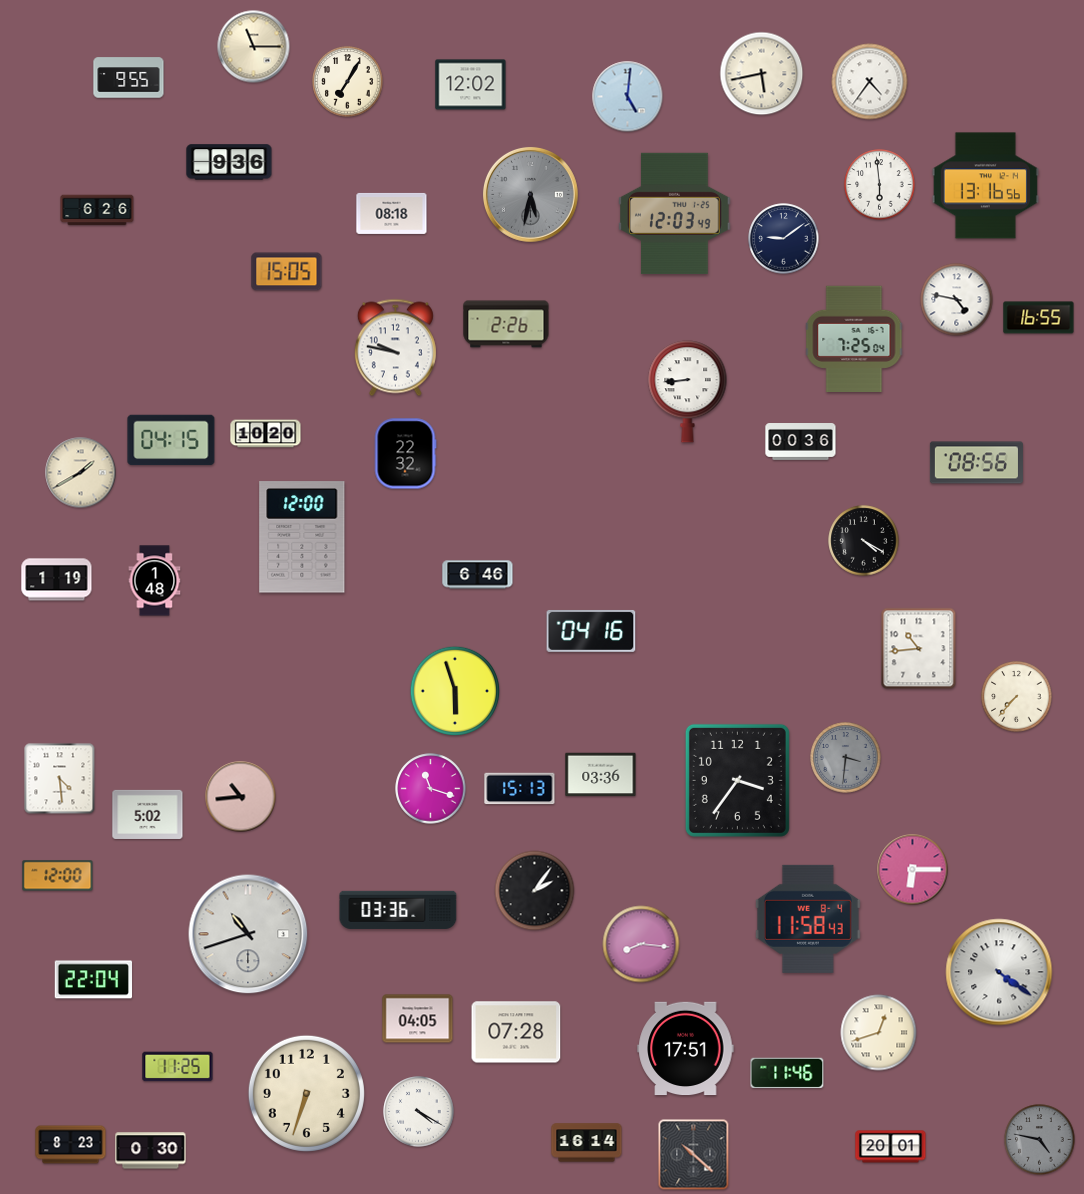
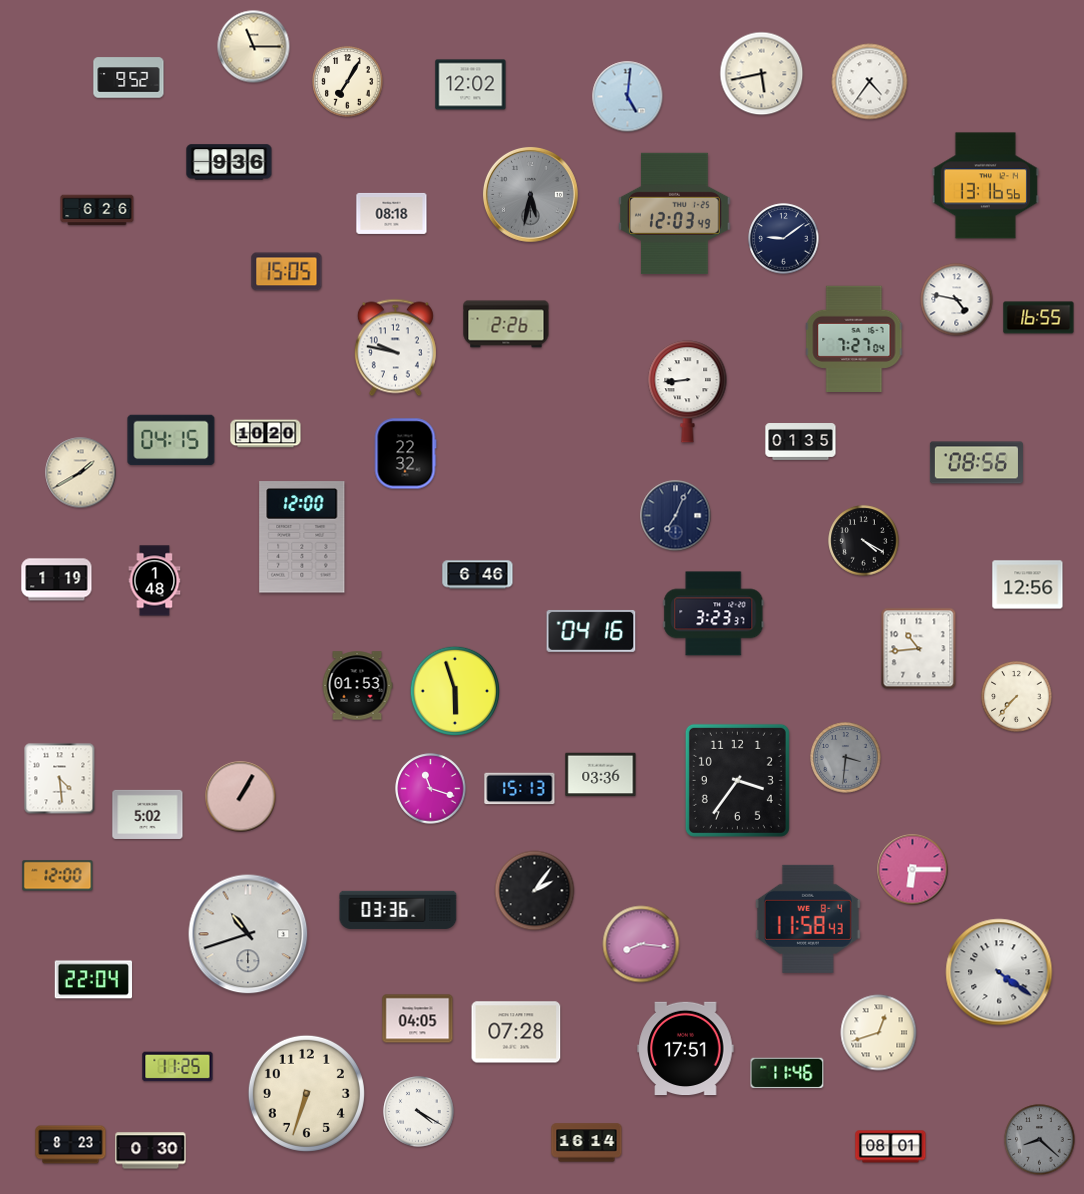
clock at (129, 78): 9:55 -> 9:52
clock at (880, 185): 5:59 -> none
clock at (854, 338): 7:25 -> 7:27
clock at (801, 442): 00:36 -> 01:35
clock at (676, 516): none -> 7:04
clock at (1028, 585): none -> 12:56
clock at (714, 614): none -> 3:23
clock at (357, 686): none -> 01:53
clock at (241, 797): 10:44 -> 1:05
clock at (1040, 1140): 4:47 -> 8:22
clock at (891, 1147): 20:01 -> 08:01
clock at (694, 1155): 10:22 -> none
